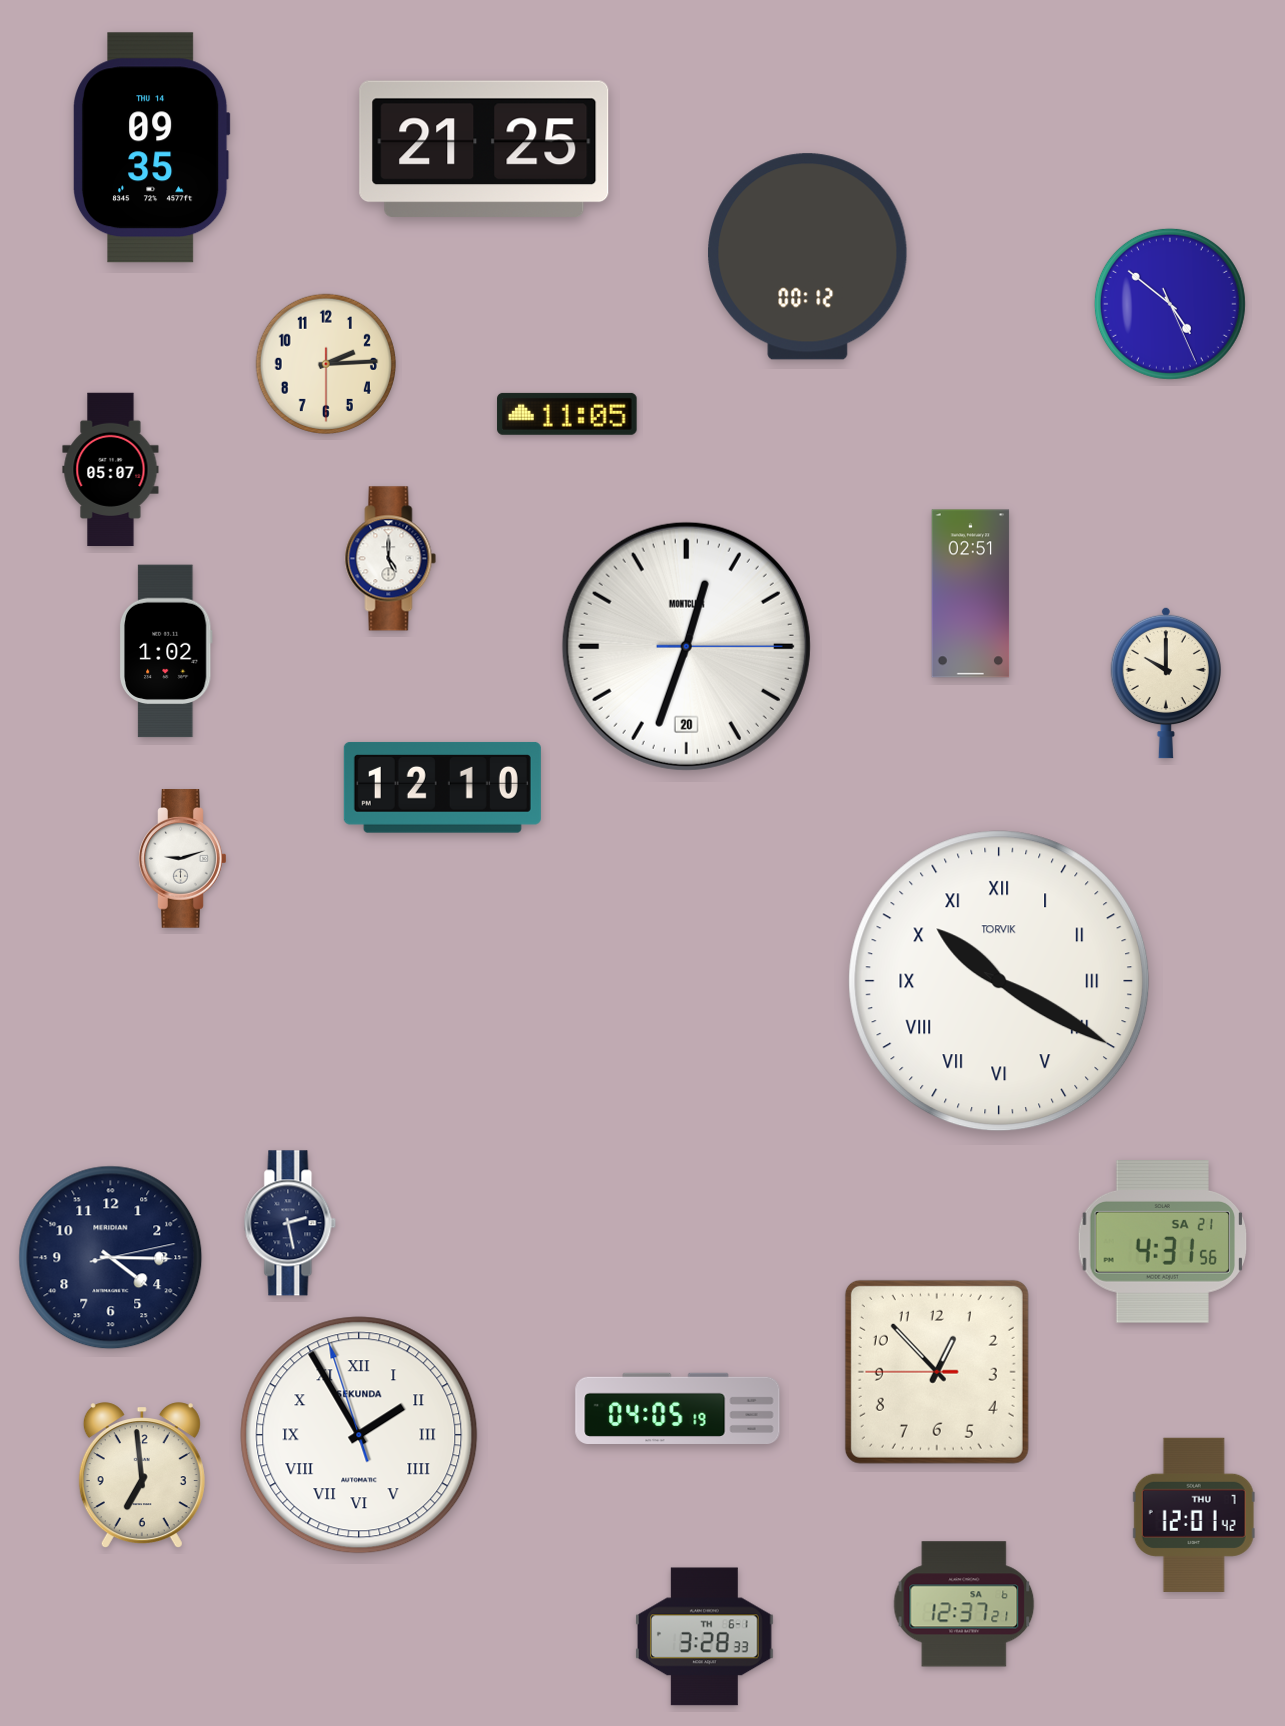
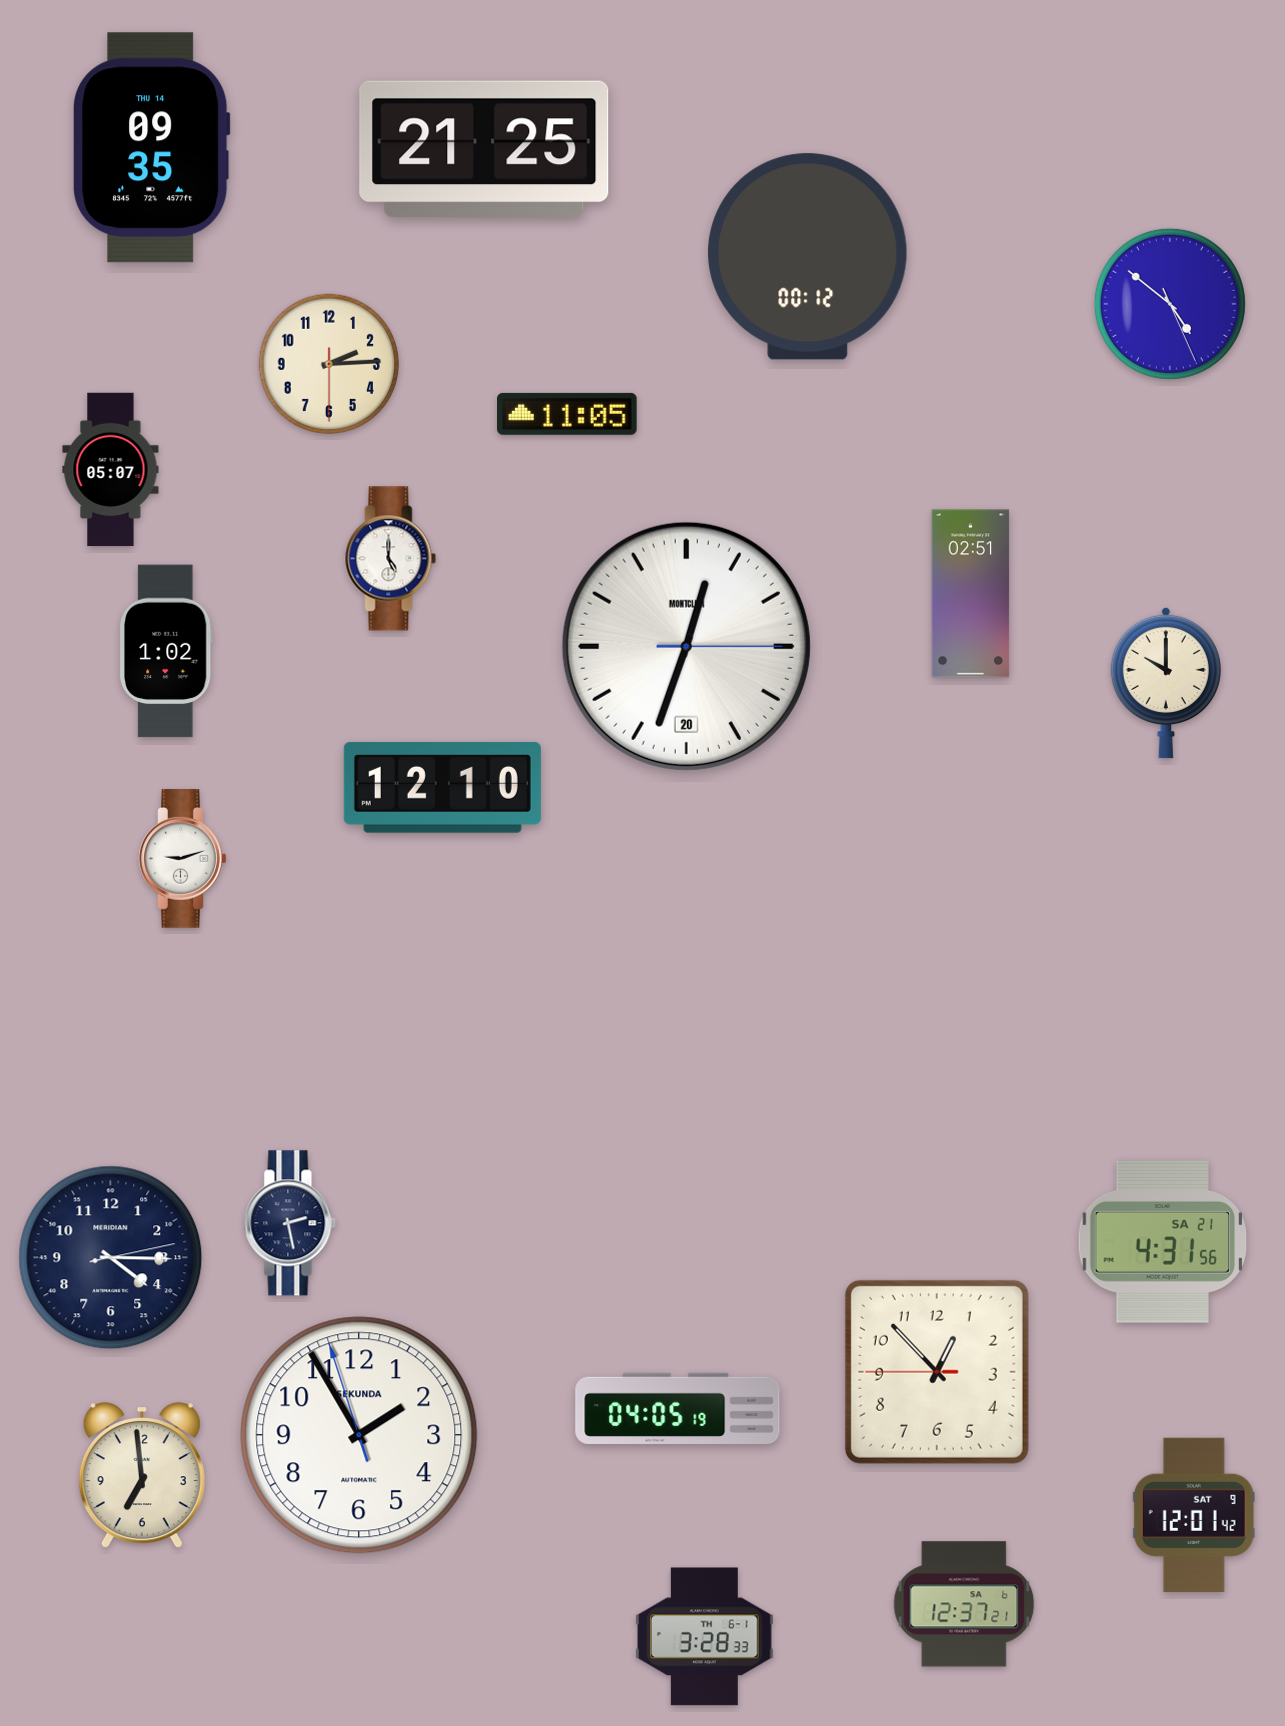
clock at (325, 363) position: (325, 363) -> (328, 363)
clock at (999, 981): 10:20 -> none
clock at (359, 1435) numerals: Roman -> Arabic
clock at (1194, 1515) date: THU 7 -> SAT 9
